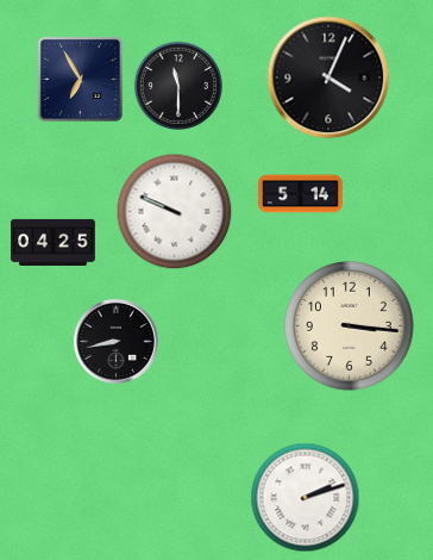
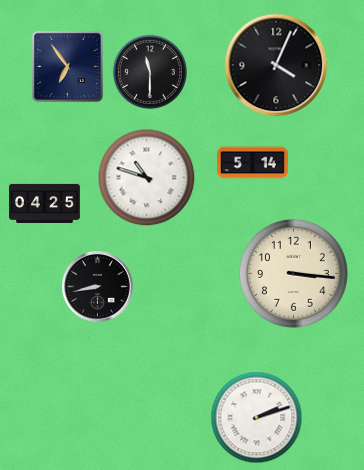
clock at (80, 79): 6:55 -> 6:54
clock at (175, 212): 9:49 -> 10:48
